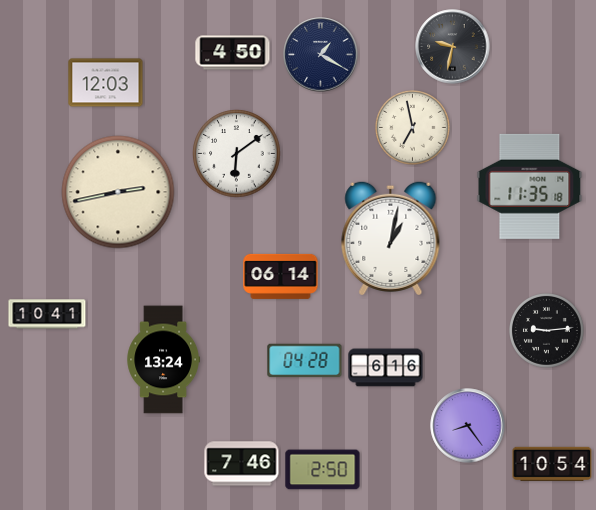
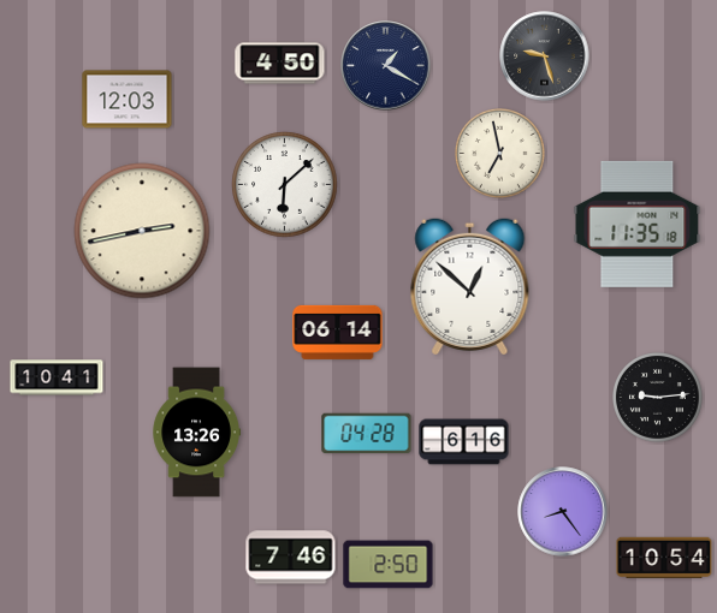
clock at (453, 47): 9:32 -> 9:27
clock at (413, 128) position: (413, 128) -> (500, 154)
clock at (237, 154): 6:09 -> 6:08
clock at (391, 238): 1:02 -> 12:52
clock at (163, 360): 13:24 -> 13:26
